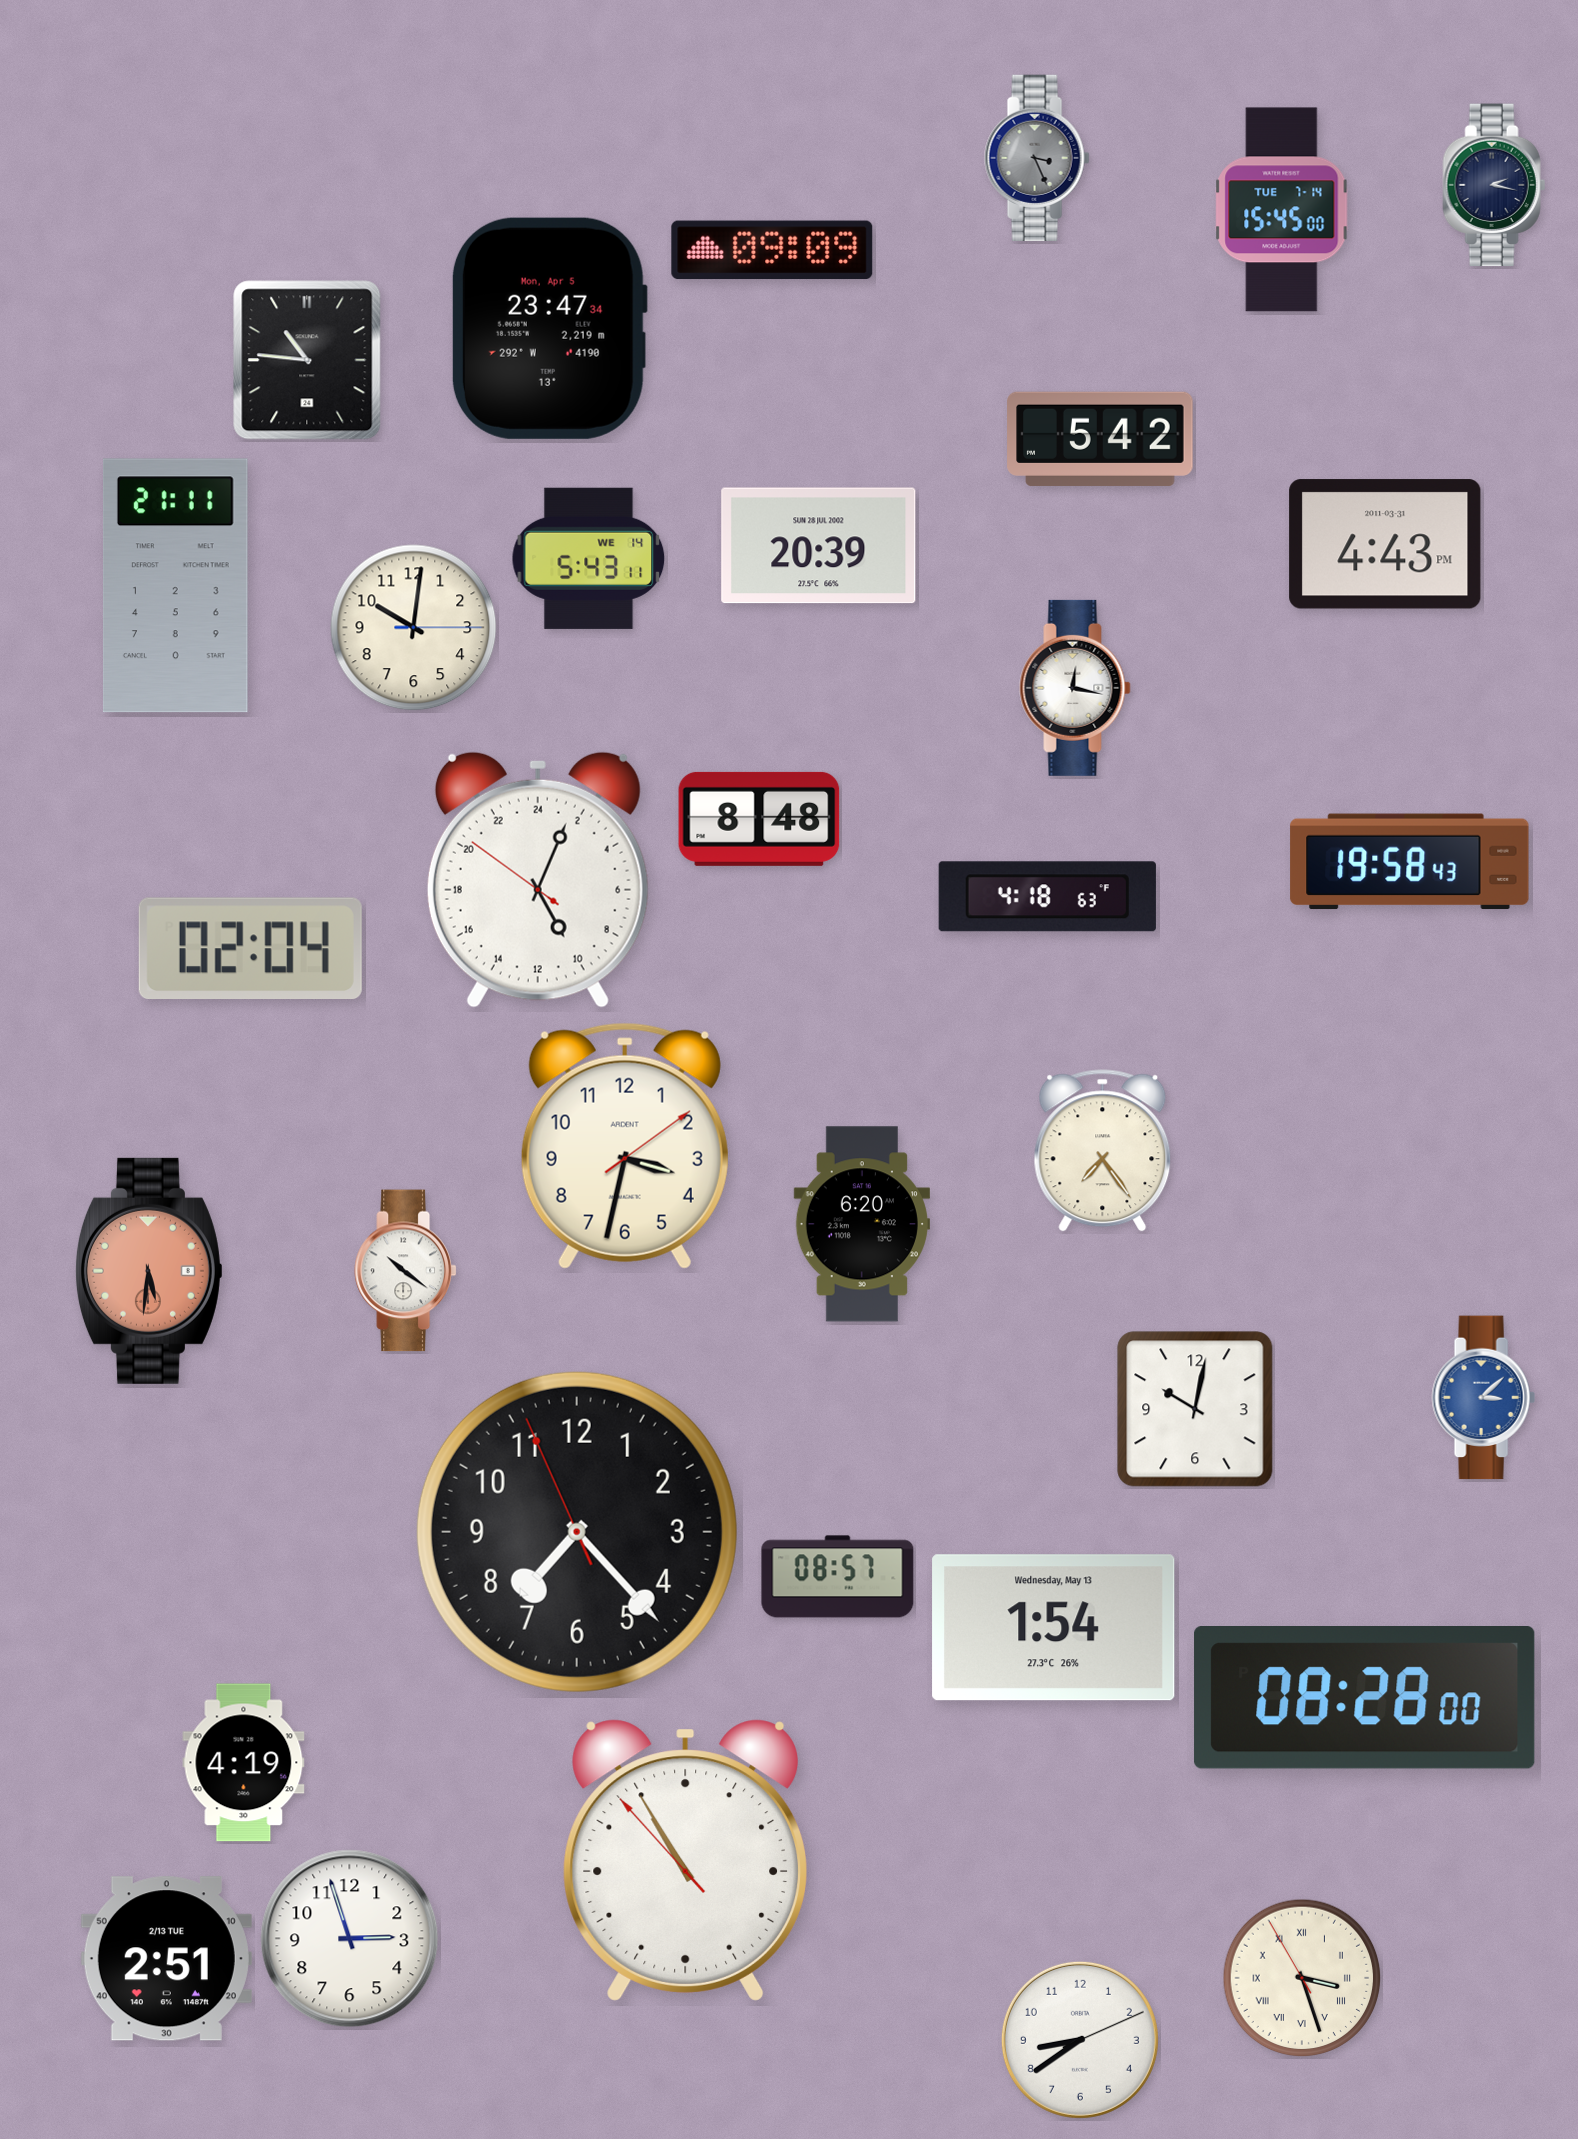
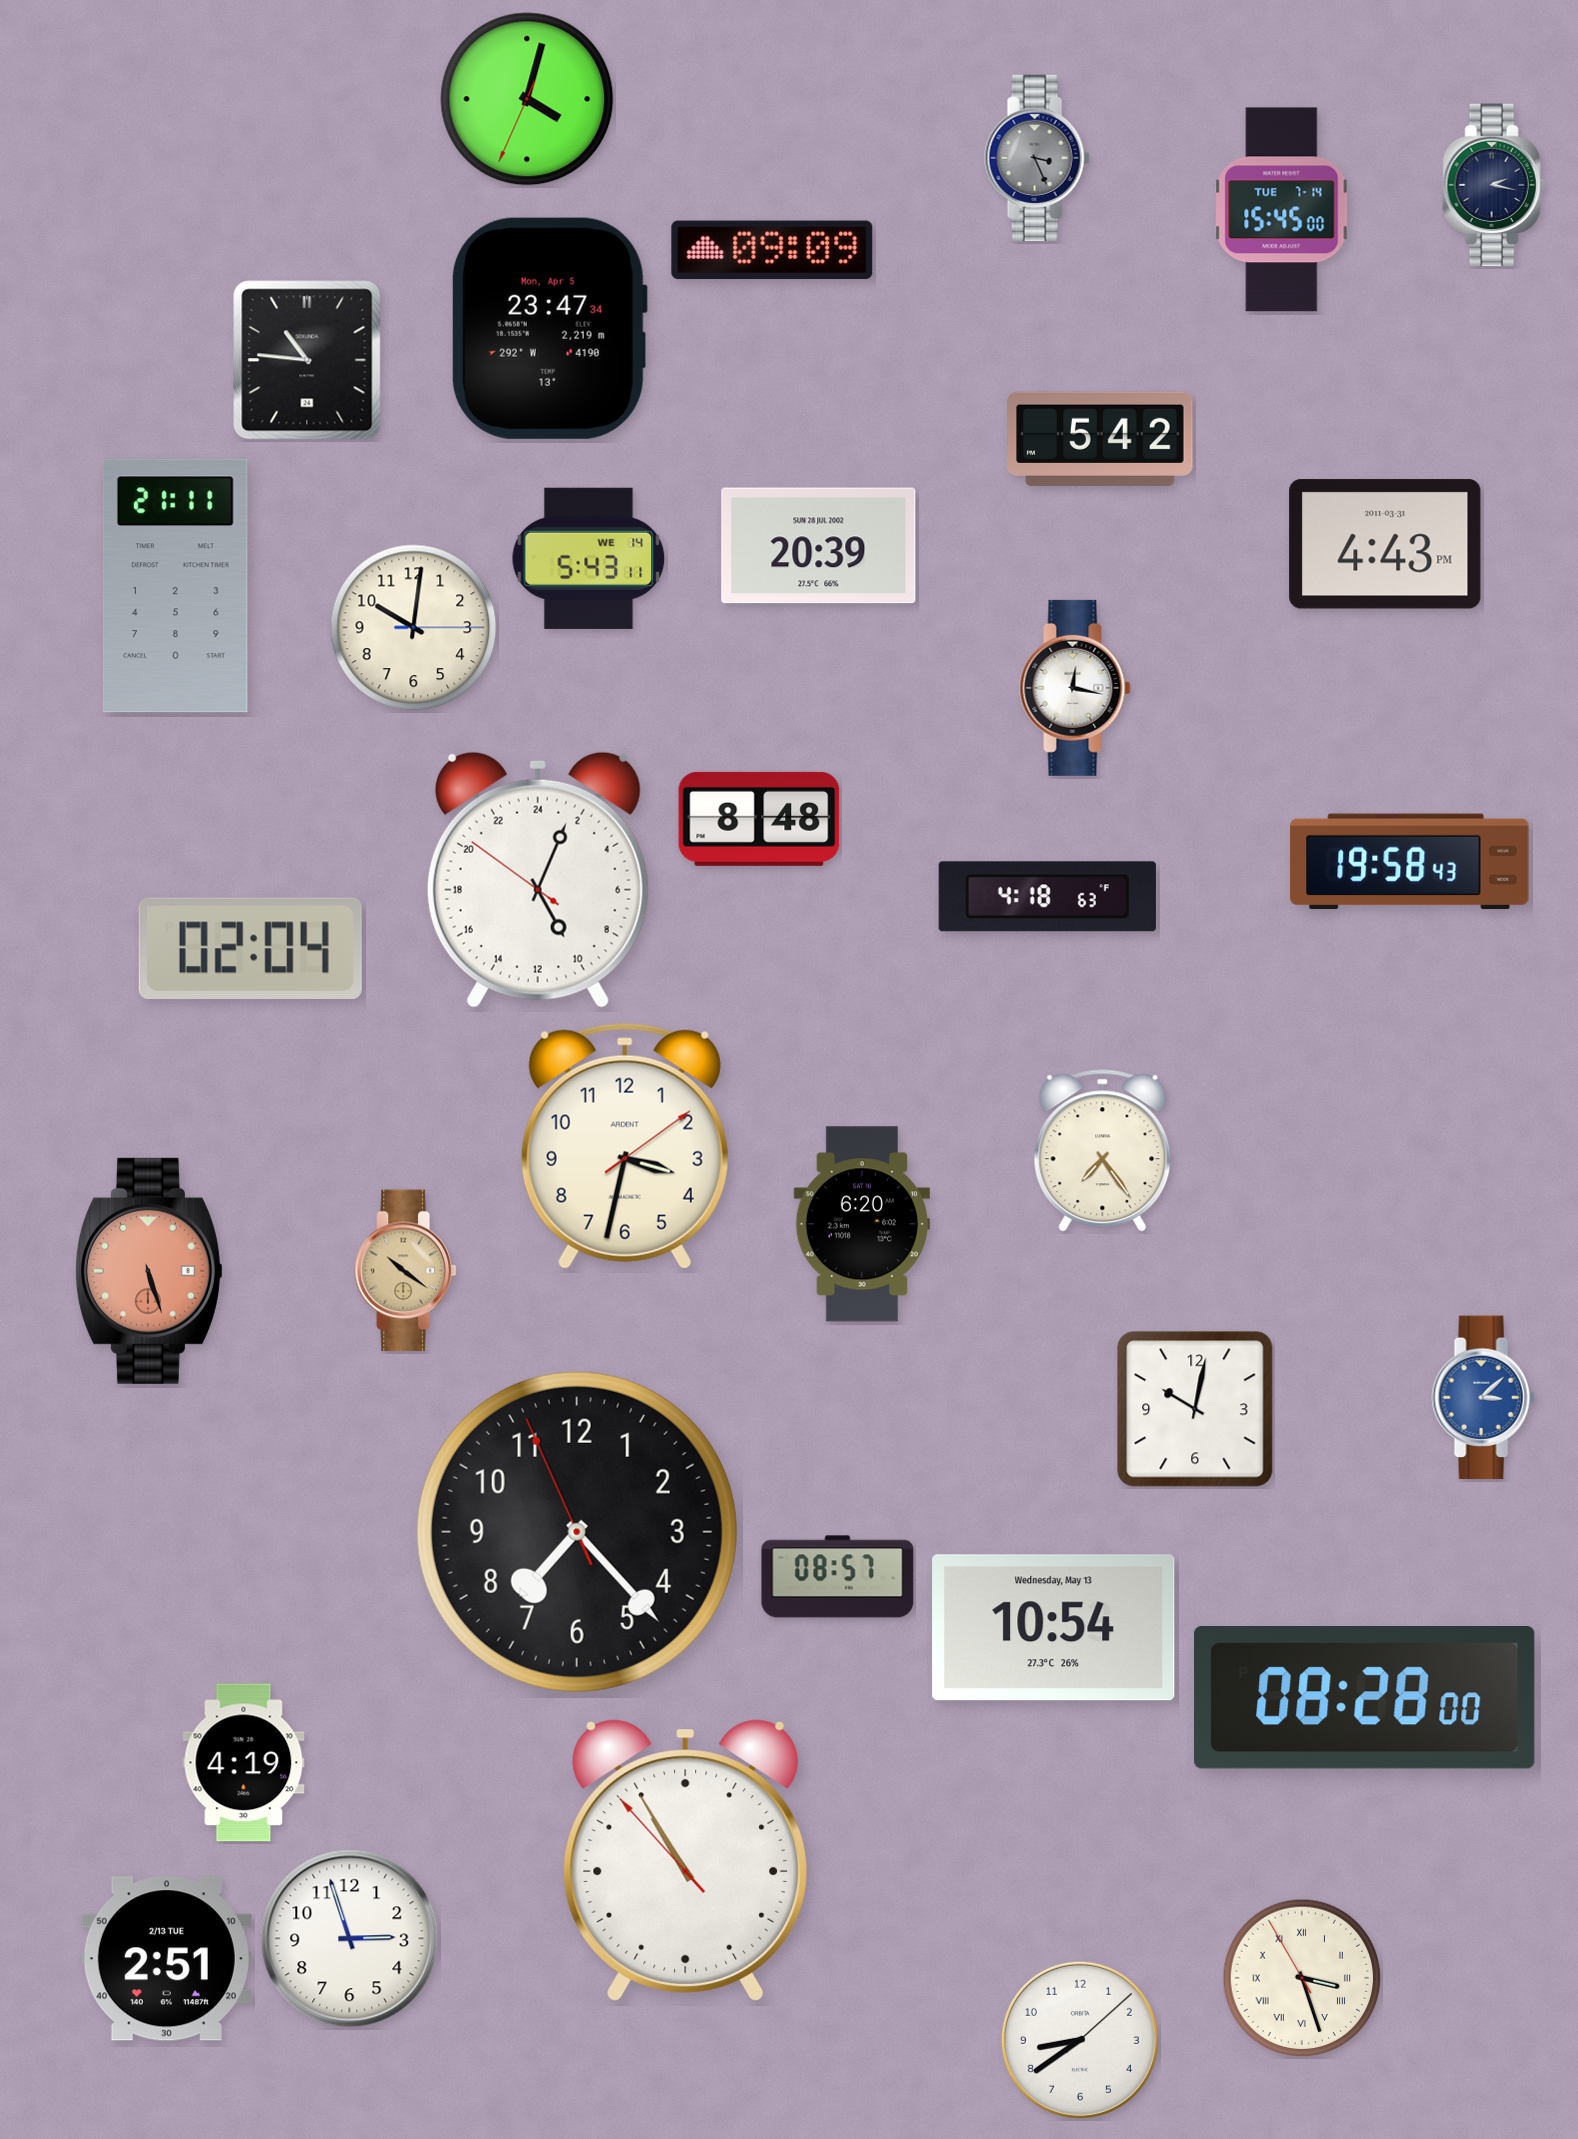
clock at (527, 99): none -> 4:02
clock at (149, 1271): 5:31 -> 5:27
clock at (406, 1271) dial: white -> champagne
clock at (1054, 1628): 1:54 -> 10:54
clock at (1080, 2040): 8:39:11 -> 8:39:08
